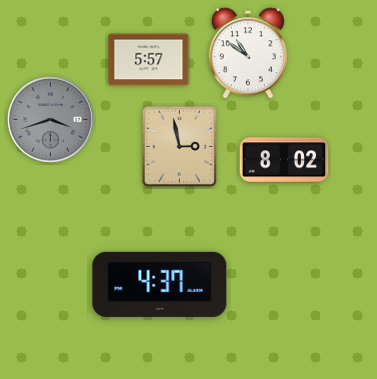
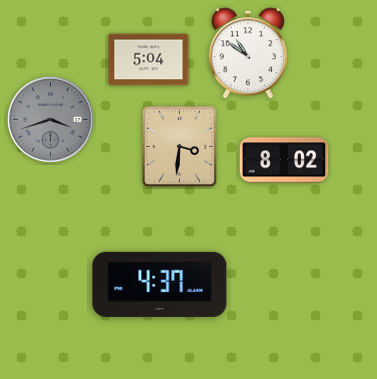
clock at (149, 60): 5:57 -> 5:04
clock at (180, 147): 2:58 -> 3:31
